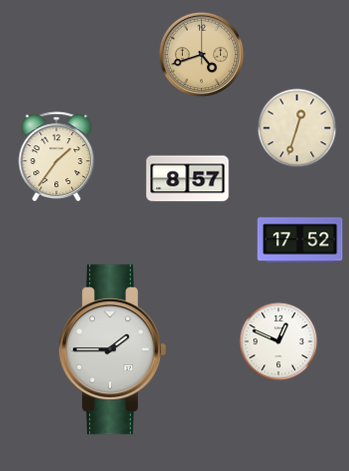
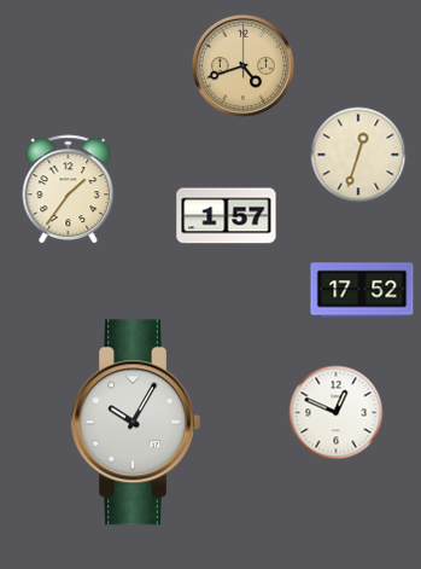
clock at (188, 179): 8:57 -> 1:57
clock at (112, 350): 1:45 -> 10:05
